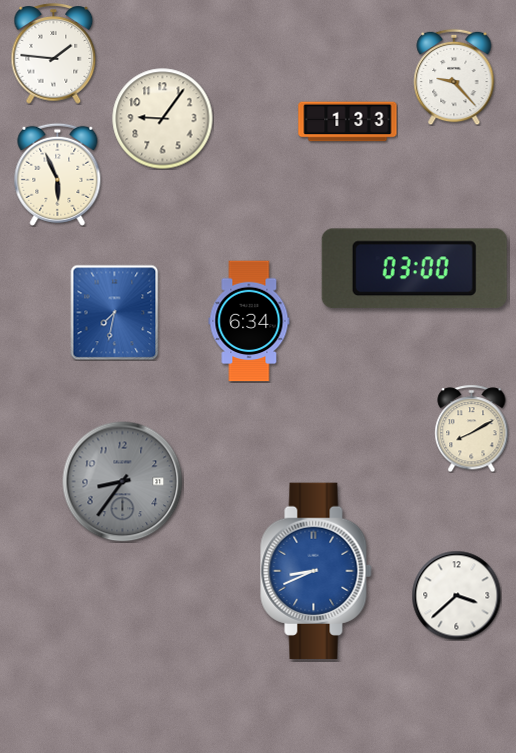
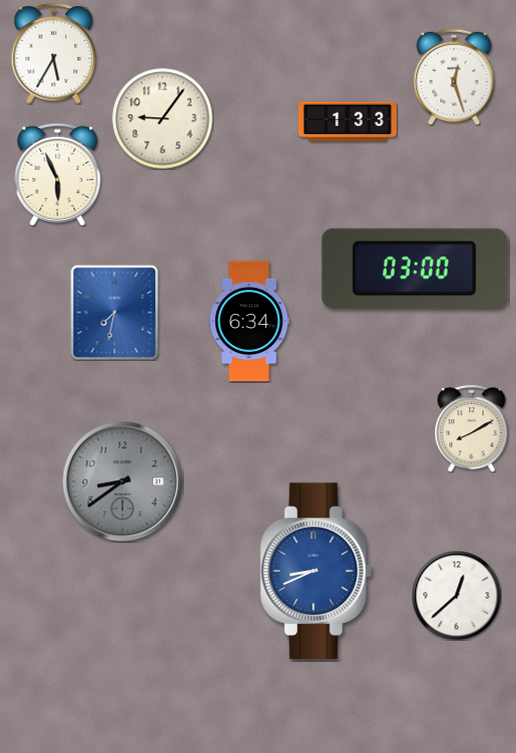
clock at (54, 54): 1:46 -> 5:35
clock at (454, 77): 9:23 -> 12:27
clock at (123, 482): 8:36 -> 8:39
clock at (456, 595): 3:38 -> 12:38
